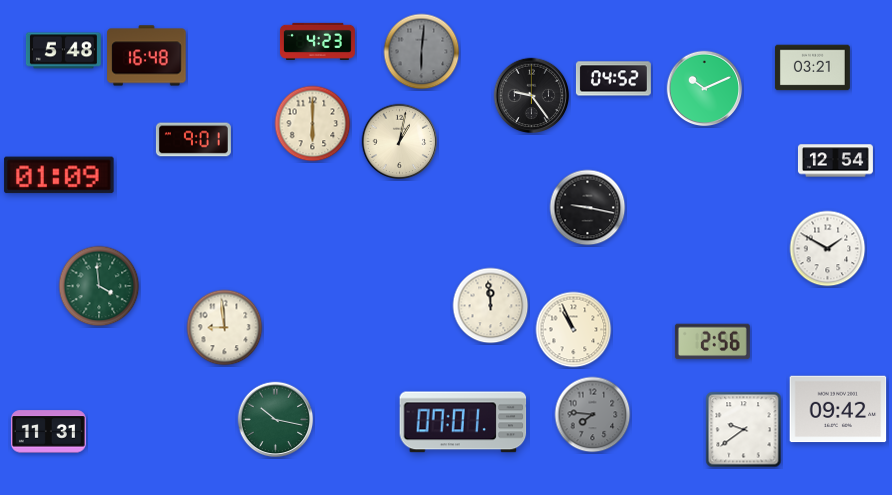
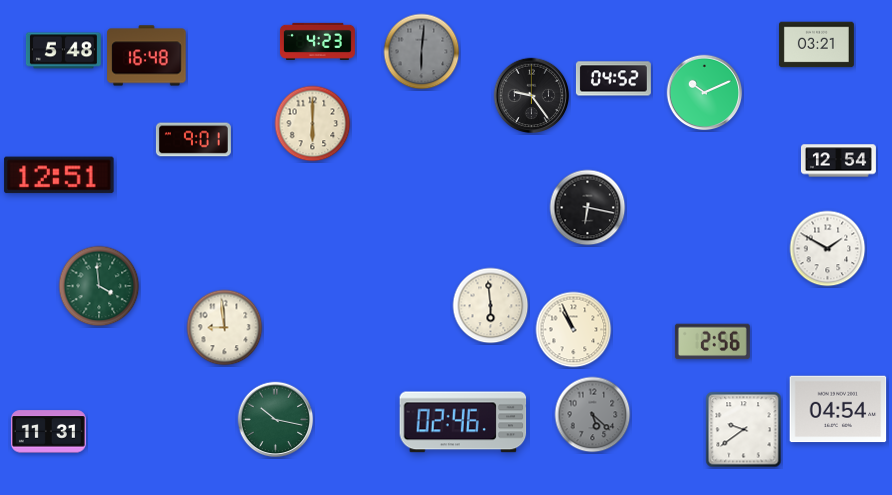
clock at (812, 68) position: (812, 68) -> (816, 45)
clock at (705, 89) position: (705, 89) -> (705, 93)
clock at (400, 142): 1:02 -> none
clock at (835, 161) position: (835, 161) -> (838, 161)
clock at (59, 175): 01:09 -> 12:51
clock at (588, 208): 9:17 -> 6:17
clock at (491, 306): 11:59 -> 5:59
clock at (838, 409): 09:42 -> 04:54
clock at (593, 415): 7:46 -> 5:22
clock at (463, 422): 07:01 -> 02:46
